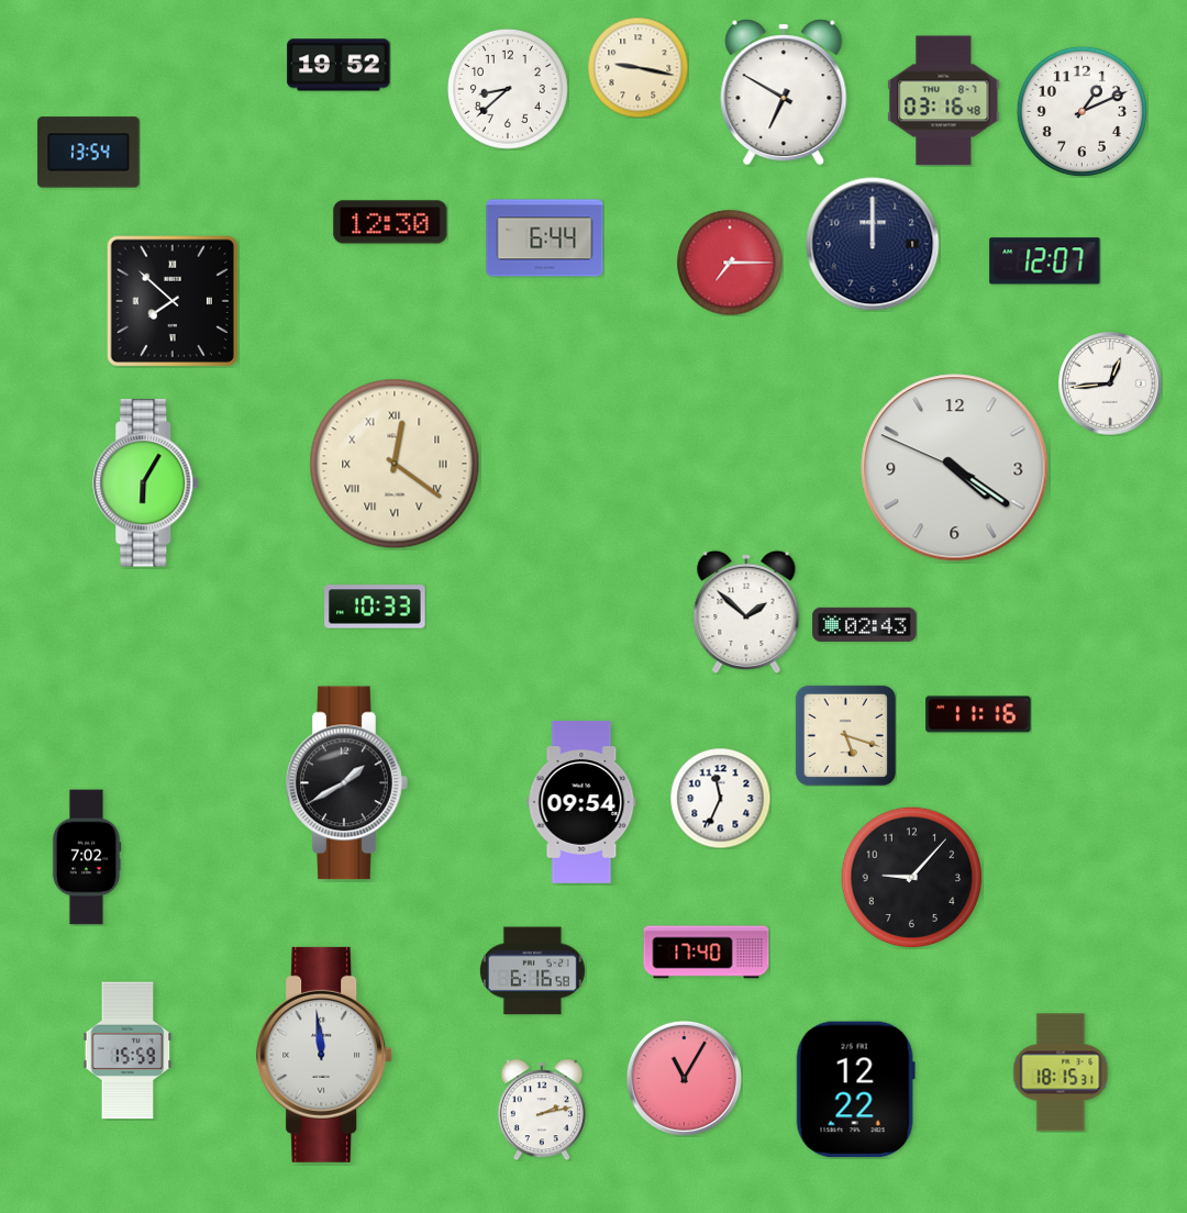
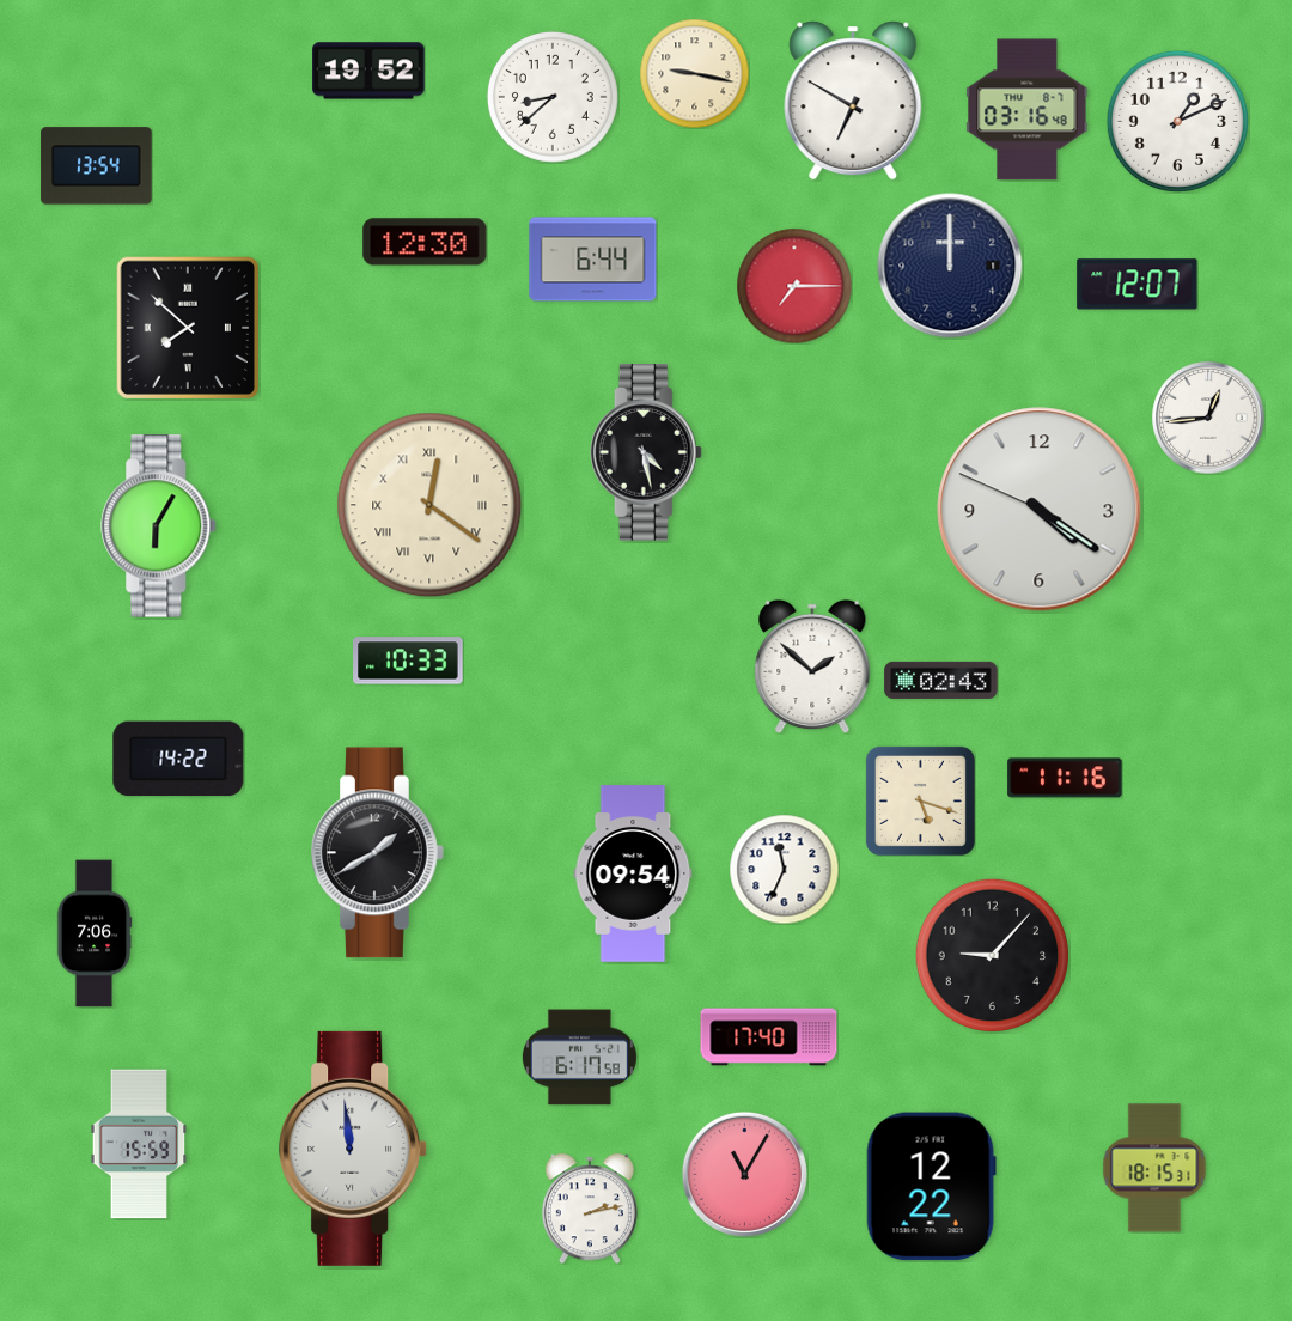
clock at (646, 452): none -> 4:28
clock at (178, 759): none -> 14:22
clock at (87, 857): 7:02 -> 7:06
clock at (532, 971): 6:16 -> 6:17
